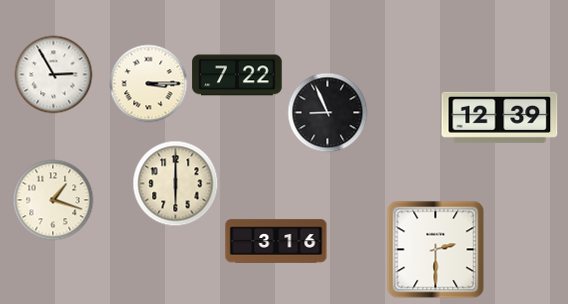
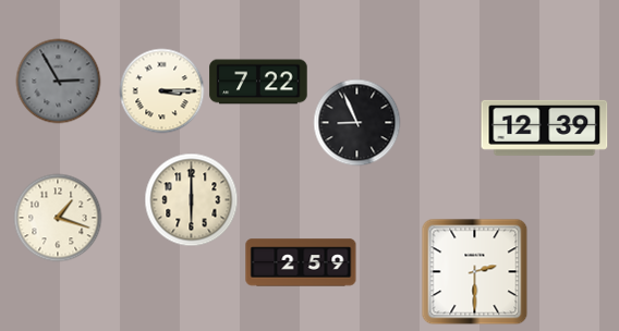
clock at (53, 74) dial: white -> grey
clock at (276, 241): 3:16 -> 2:59
